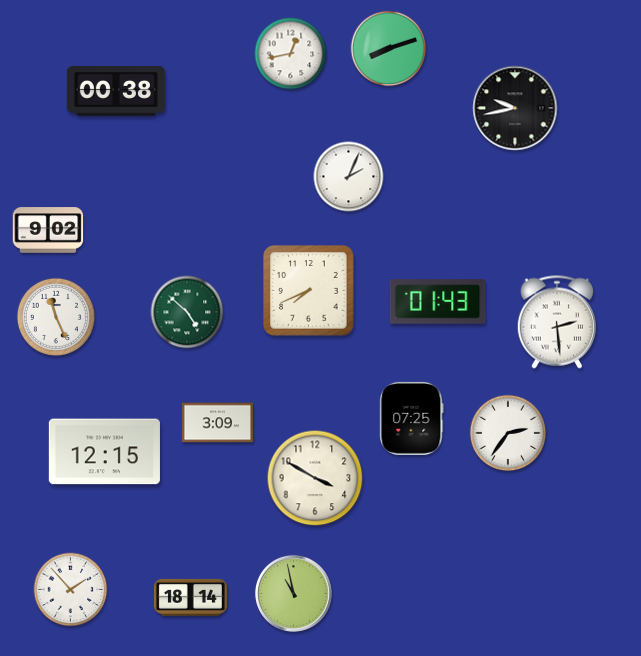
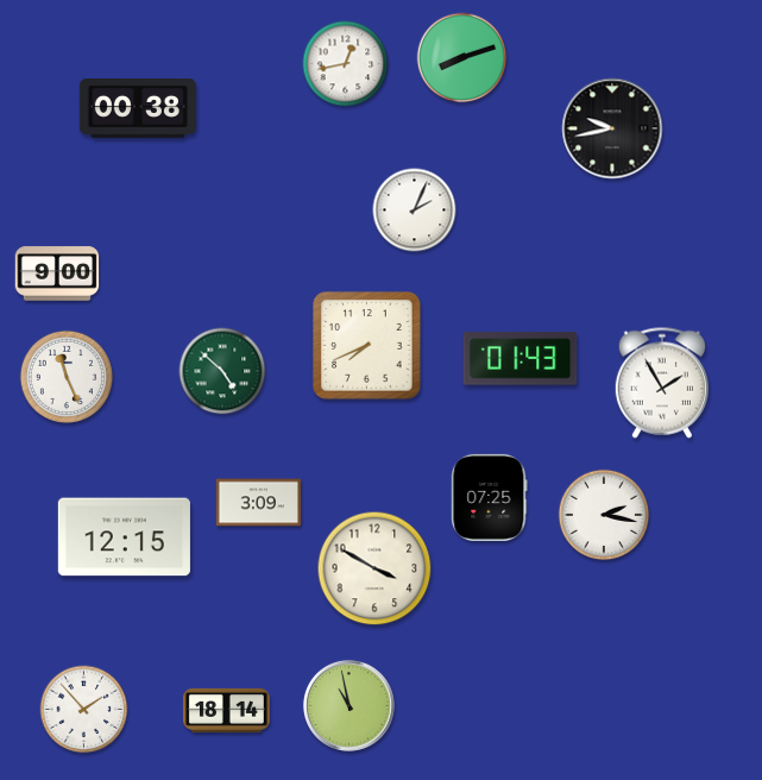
clock at (48, 230): 9:02 -> 9:00
clock at (556, 322): 2:29 -> 1:55
clock at (508, 433): 2:36 -> 2:17
clock at (71, 590) position: (71, 590) -> (84, 710)
